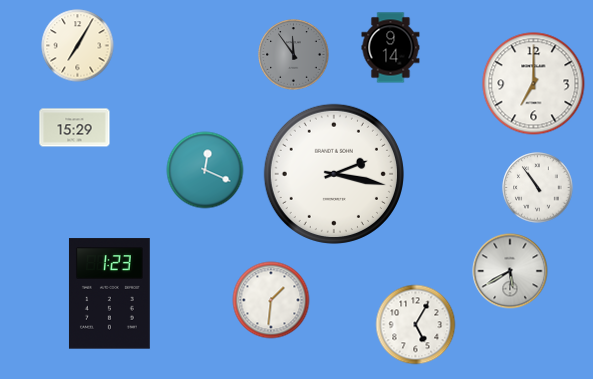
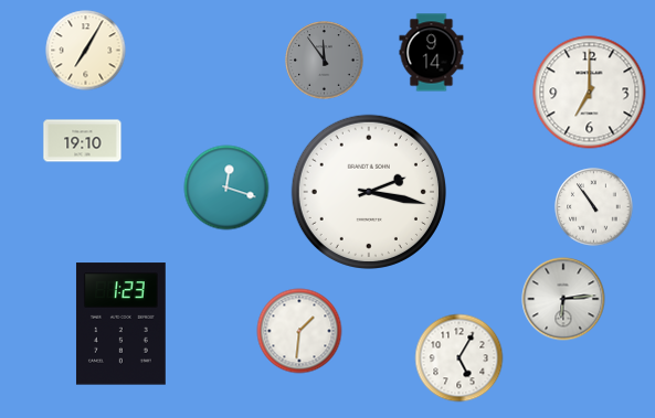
clock at (75, 128): 15:29 -> 19:10
clock at (205, 170): 12:19 -> 12:18
clock at (510, 271): 5:40 -> 6:14
